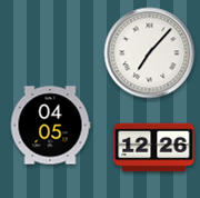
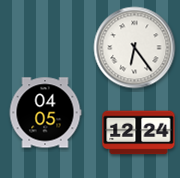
clock at (150, 53): 7:07 -> 6:24
clock at (154, 148): 12:26 -> 12:24
